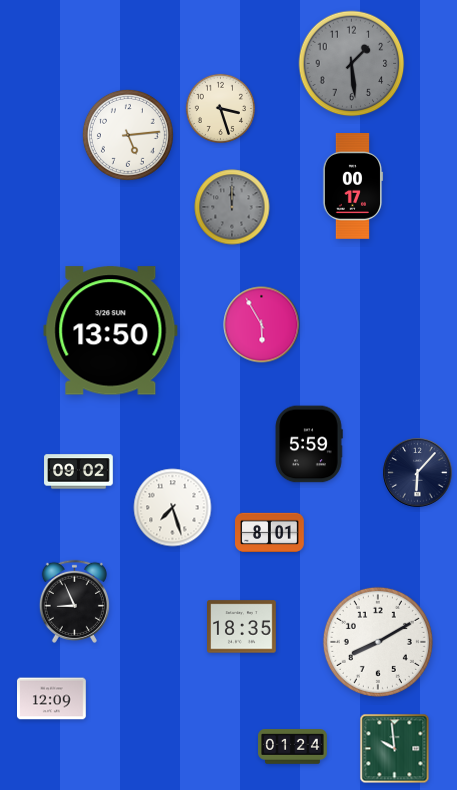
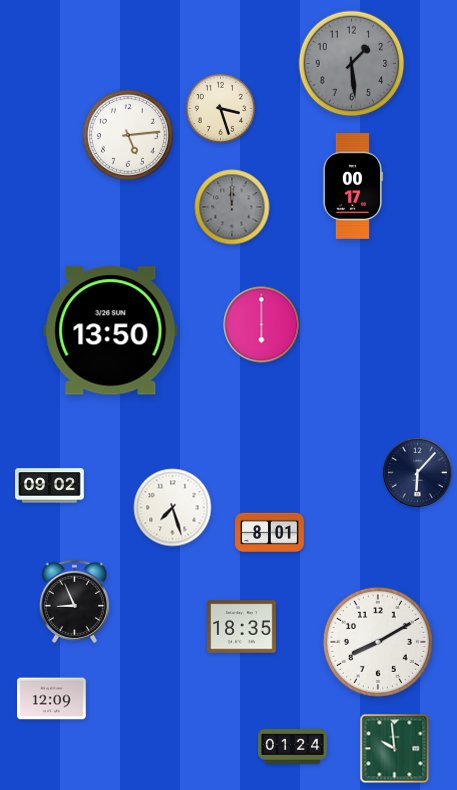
clock at (262, 325): 5:55 -> 6:00
clock at (309, 444): 5:59 -> none
clock at (79, 472) position: (79, 472) -> (50, 486)
